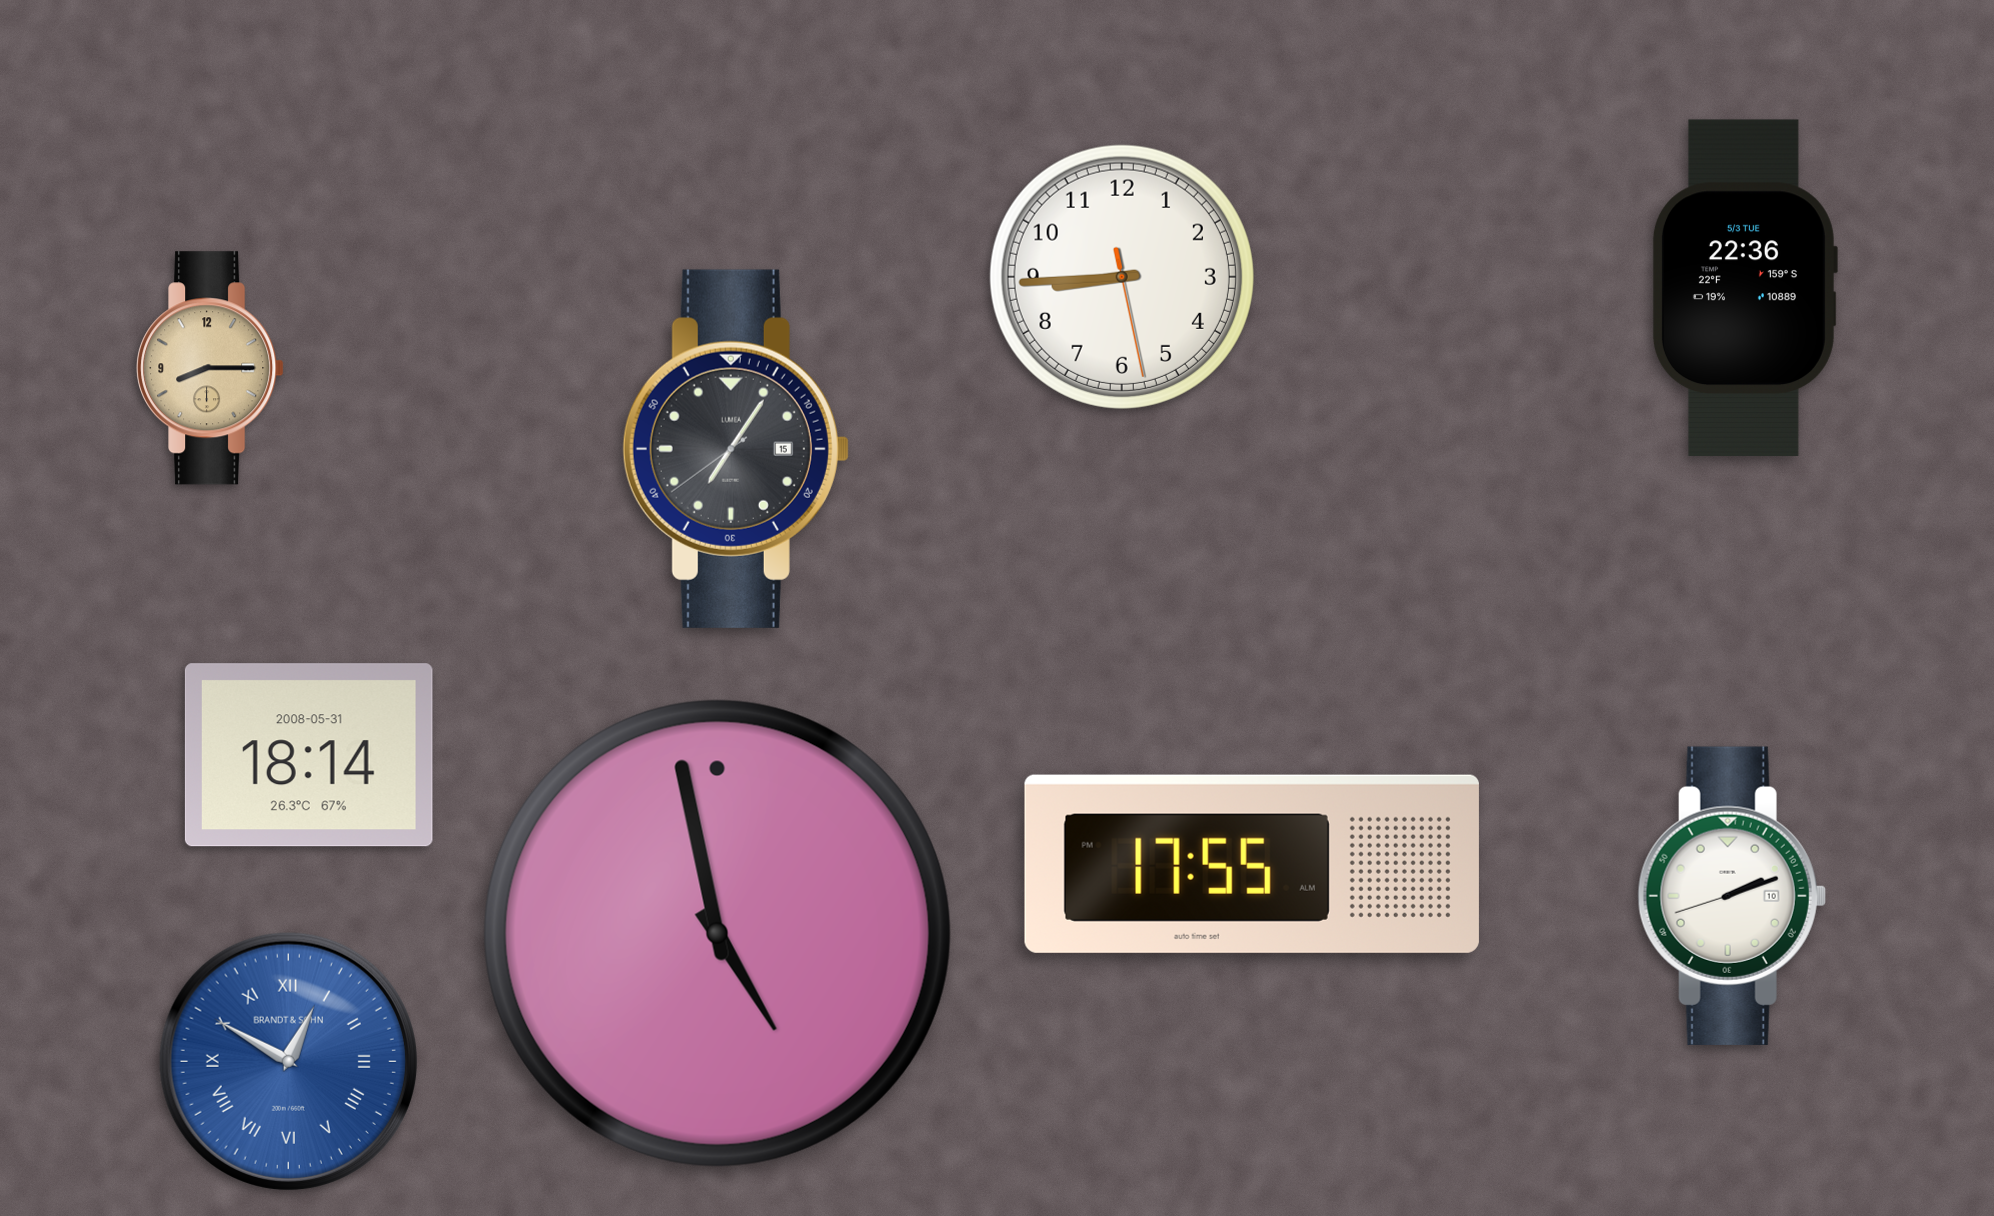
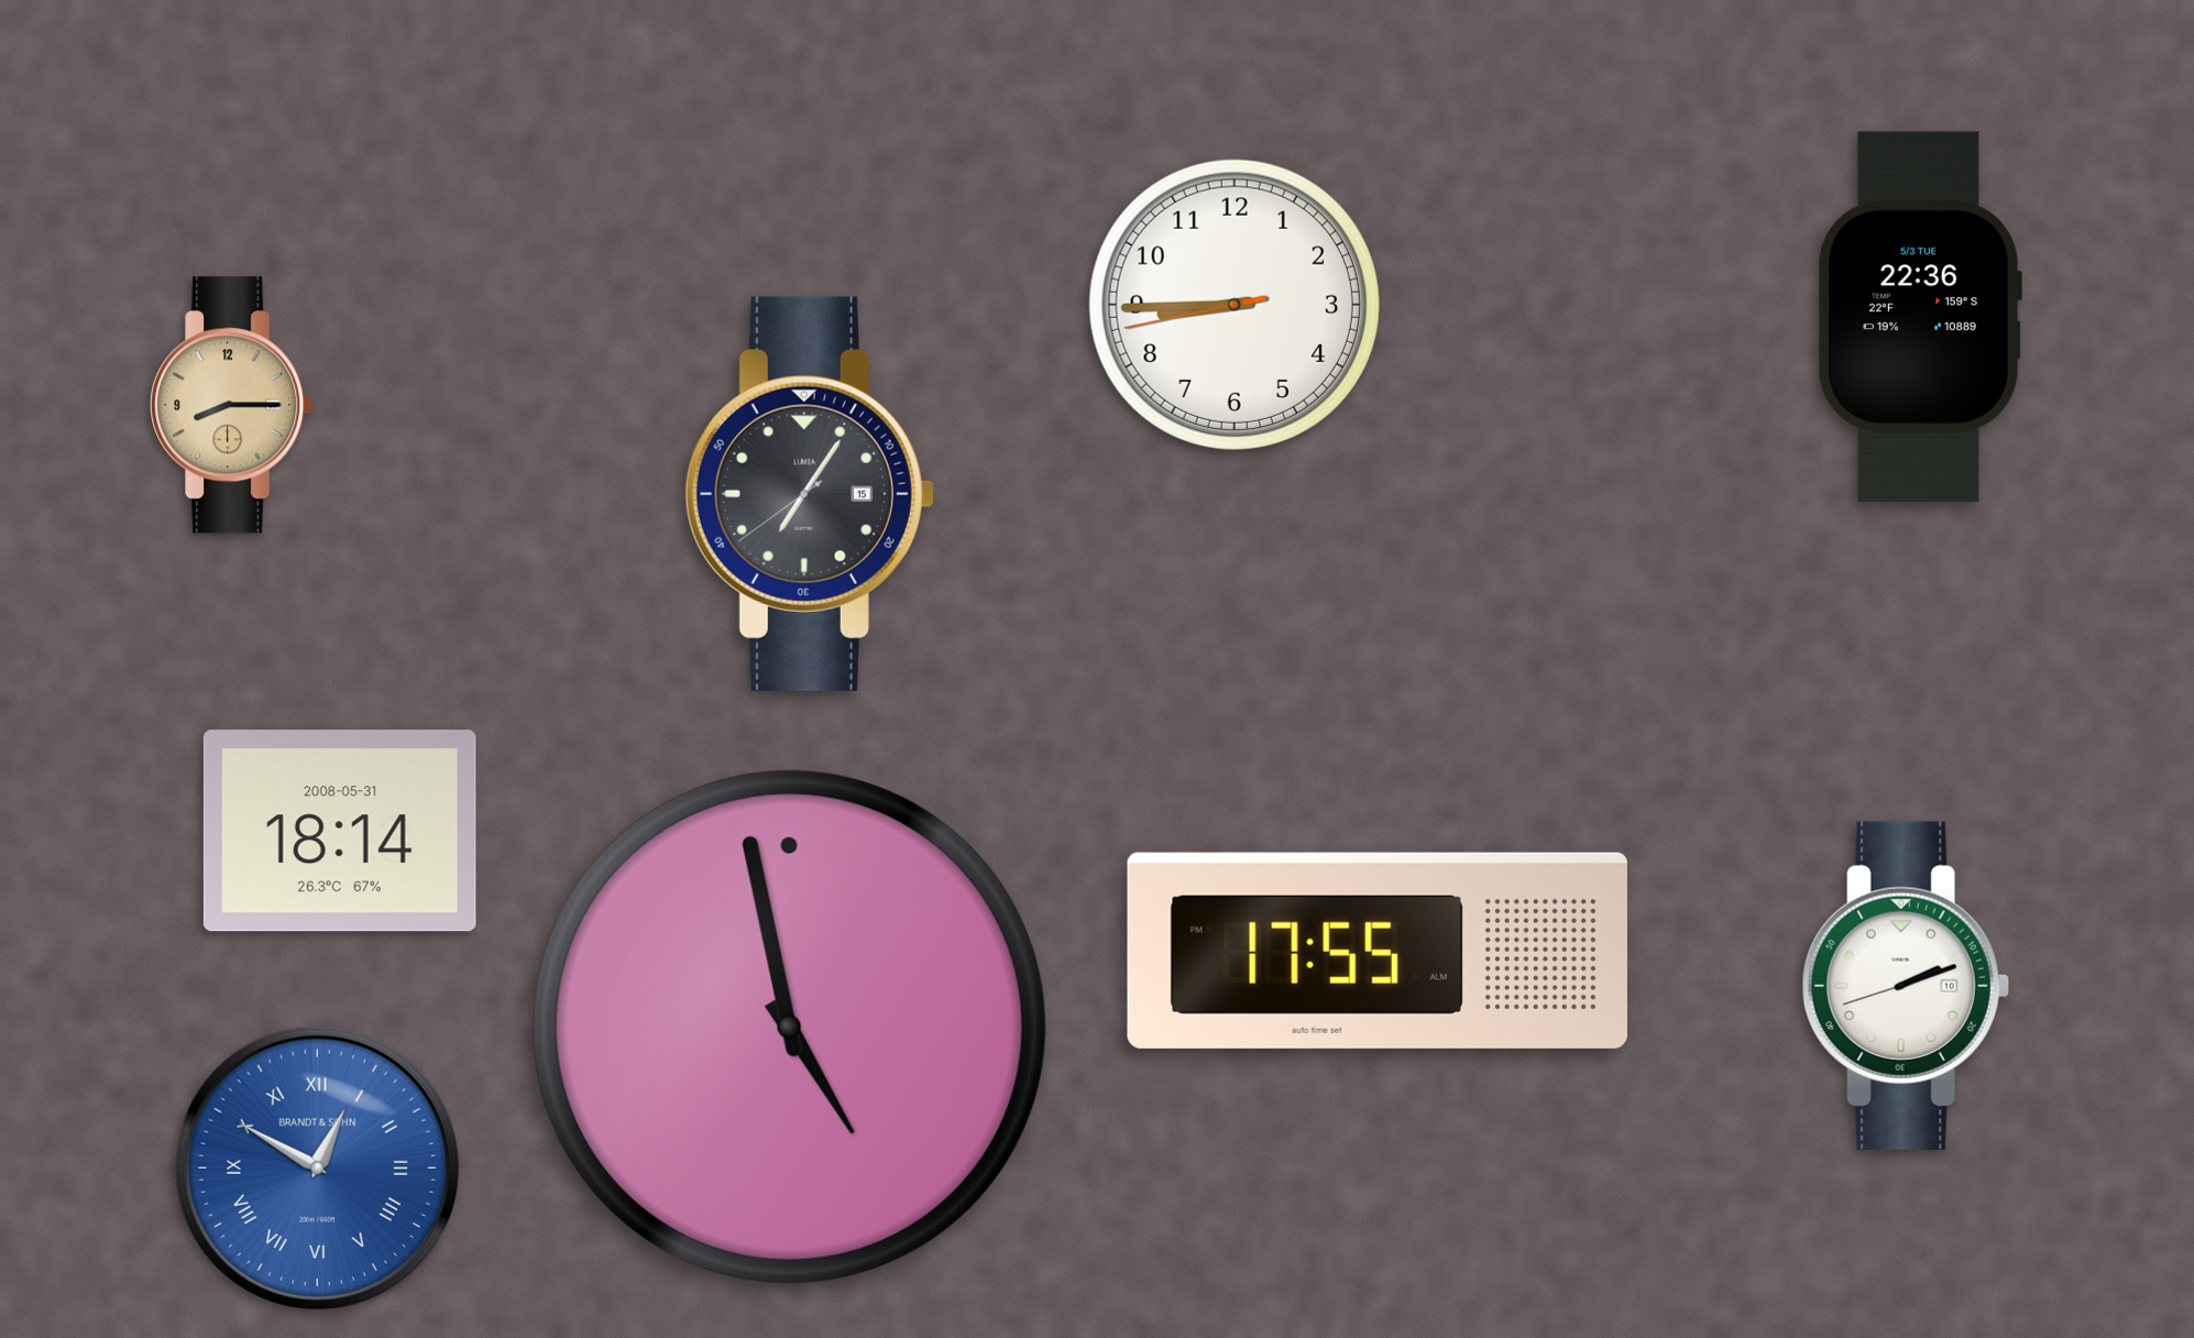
clock at (1122, 277): 8:44:28 -> 8:44:43
